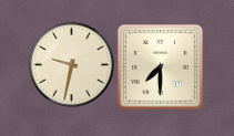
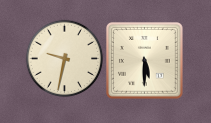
clock at (161, 67): 7:30 -> 5:30
